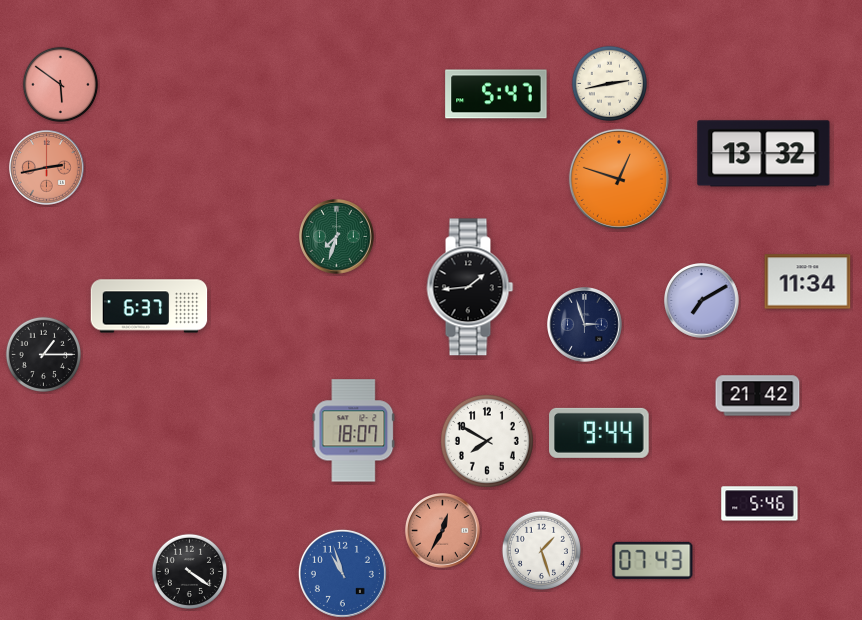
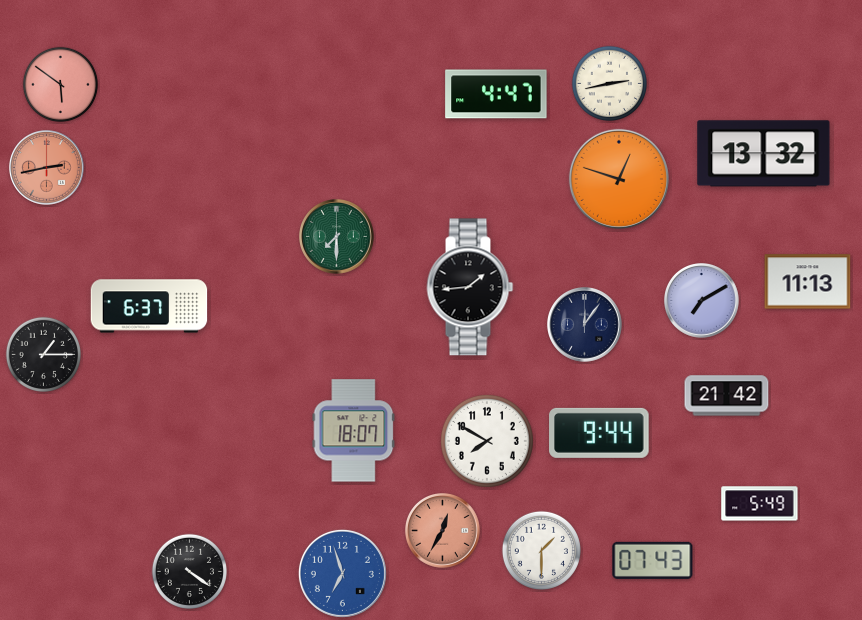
clock at (496, 94): 5:47 -> 4:47
clock at (337, 237): 7:33 -> 7:30
clock at (808, 282): 11:34 -> 11:13
clock at (585, 325): 2:57 -> 12:06
clock at (758, 396) position: (758, 396) -> (727, 396)
clock at (760, 504): 5:46 -> 5:49
clock at (541, 550): 1:27 -> 1:30
clock at (342, 573): 10:57 -> 6:57
